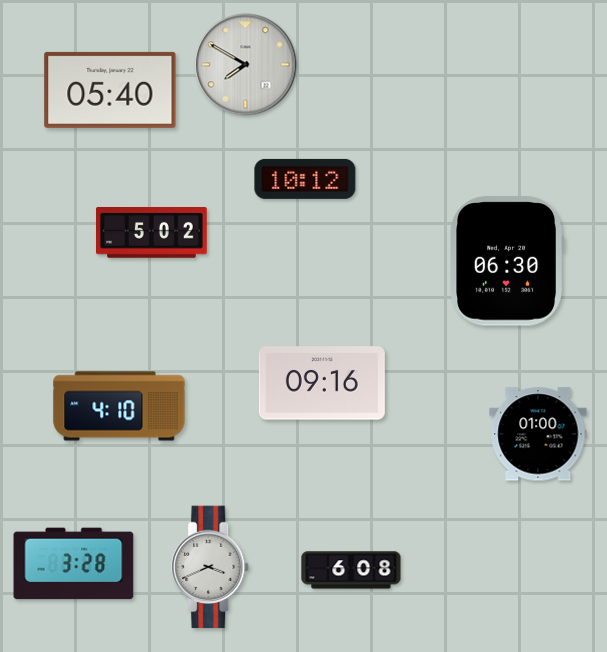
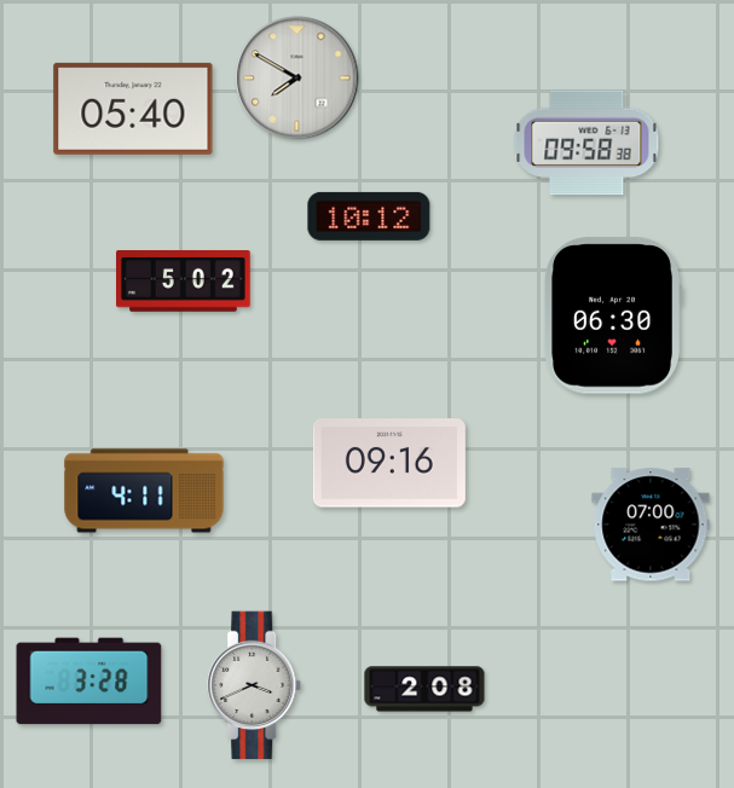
clock at (586, 143): none -> 09:58
clock at (119, 406): 4:10 -> 4:11
clock at (538, 434): 01:00 -> 07:00
clock at (351, 570): 6:08 -> 2:08
